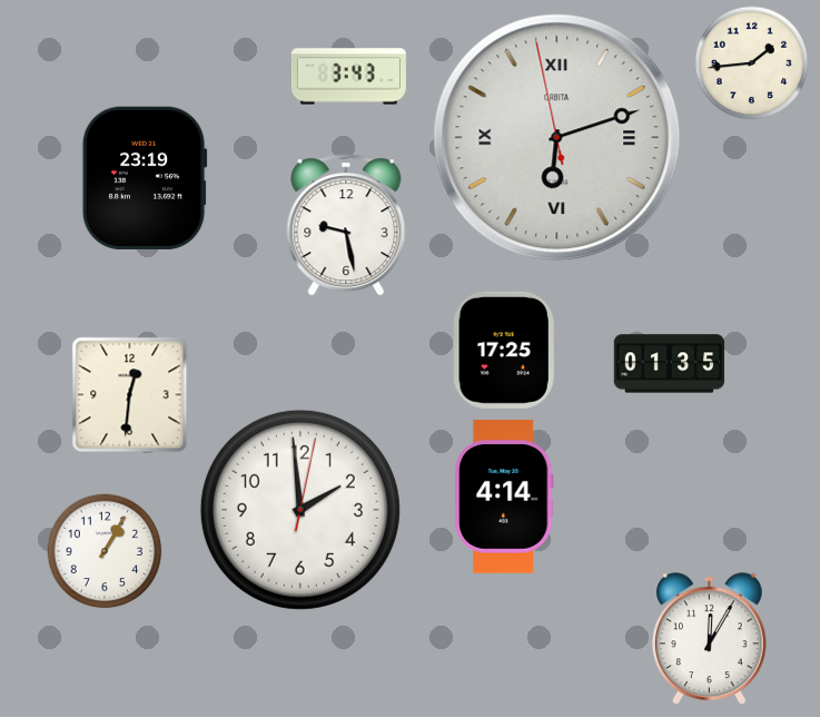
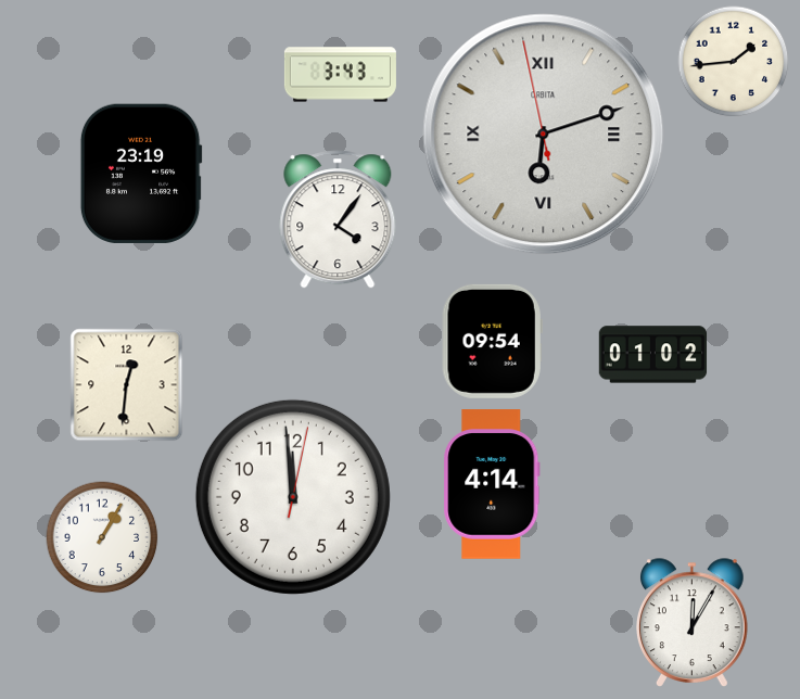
clock at (346, 225): 9:28 -> 4:06
clock at (504, 350): 17:25 -> 09:54
clock at (670, 364): 01:35 -> 01:02
clock at (300, 510): 1:59 -> 11:59
